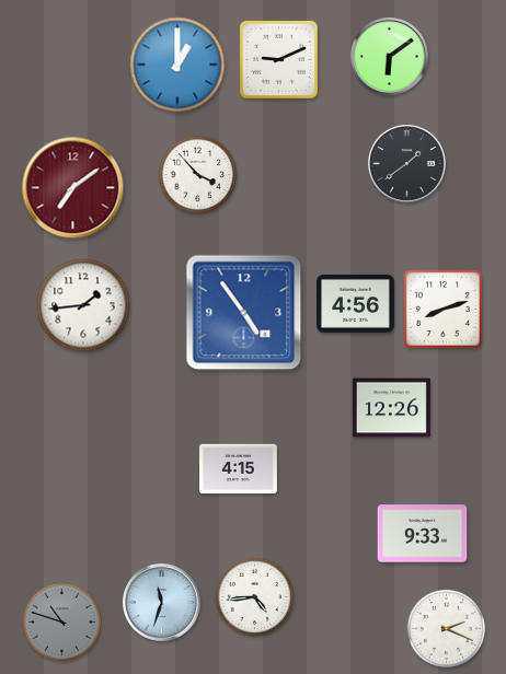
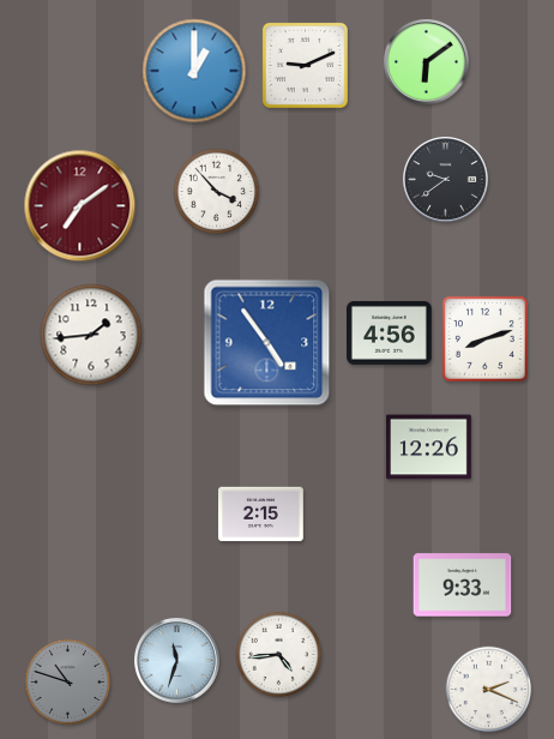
clock at (407, 164): 1:39 -> 9:39
clock at (239, 469): 4:15 -> 2:15
